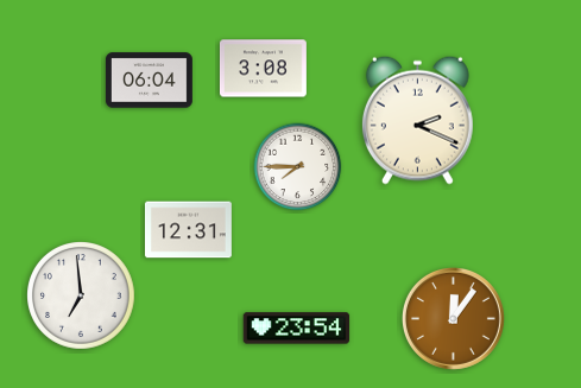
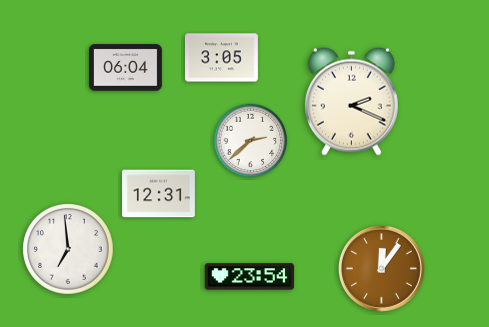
clock at (263, 69): 3:08 -> 3:05
clock at (298, 167): 7:45 -> 2:38
